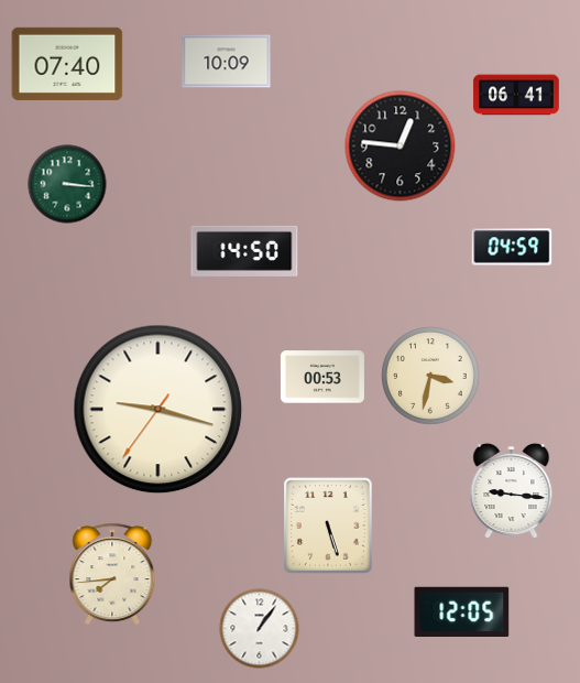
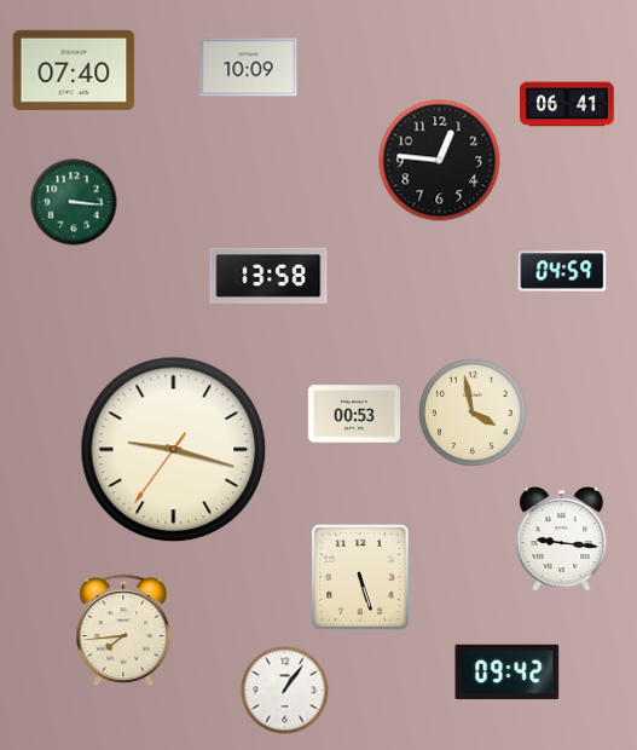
clock at (244, 251): 14:50 -> 13:58
clock at (430, 376): 3:32 -> 3:58
clock at (462, 611): 12:05 -> 09:42
